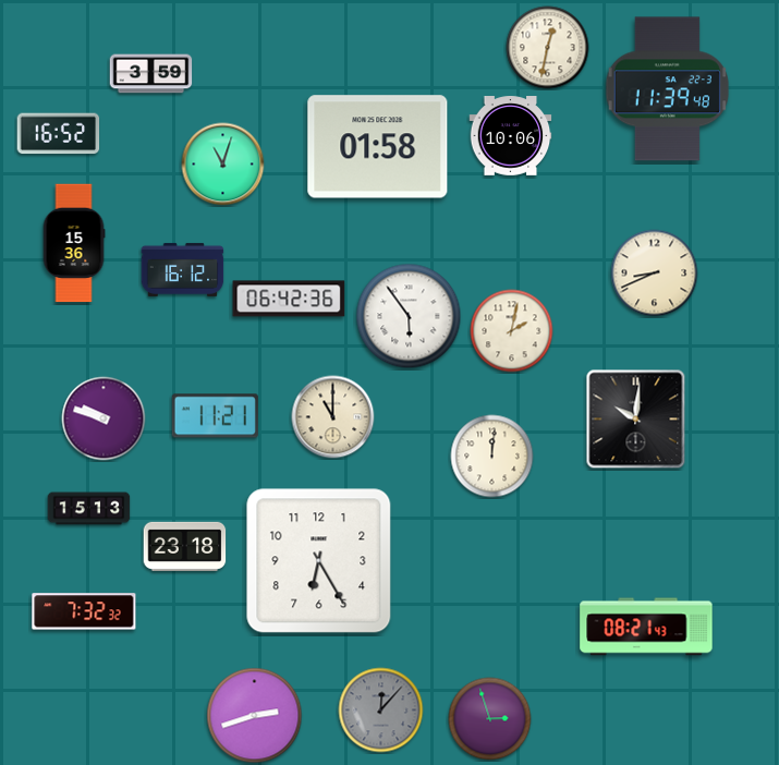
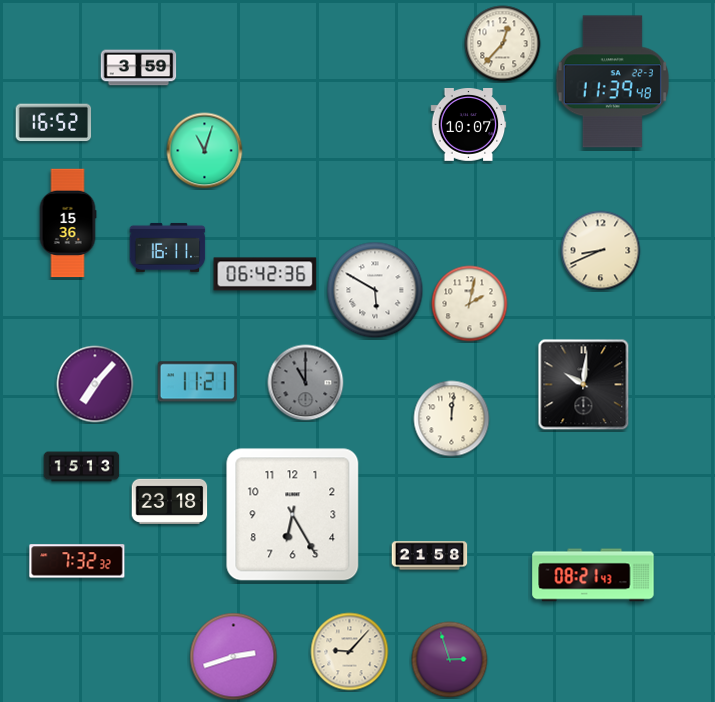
clock at (548, 48): 12:32 -> 12:37
clock at (511, 136): 10:06 -> 10:07
clock at (378, 147): 01:58 -> none
clock at (183, 269): 16:12 -> 16:11
clock at (409, 316): 5:54 -> 5:50
clock at (333, 417) dial: cream -> grey
clock at (104, 418): 9:48 -> 7:07
clock at (430, 556): none -> 21:58
clock at (381, 711): 12:07 -> 9:07
clock at (381, 711) dial: grey -> cream
